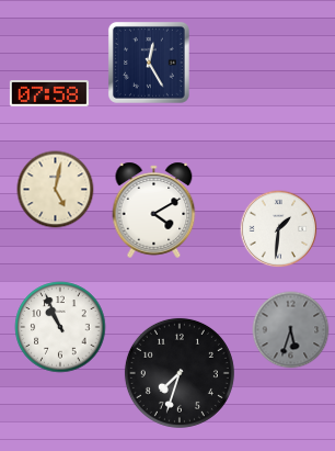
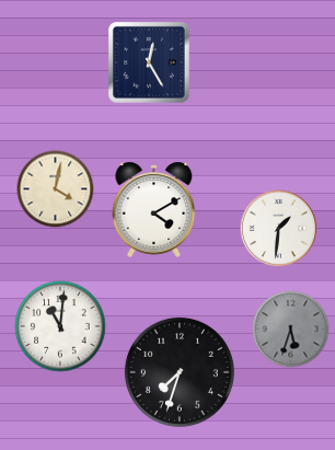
clock at (49, 93): 07:58 -> none
clock at (56, 190): 5:02 -> 4:02
clock at (60, 327): 10:56 -> 11:01
